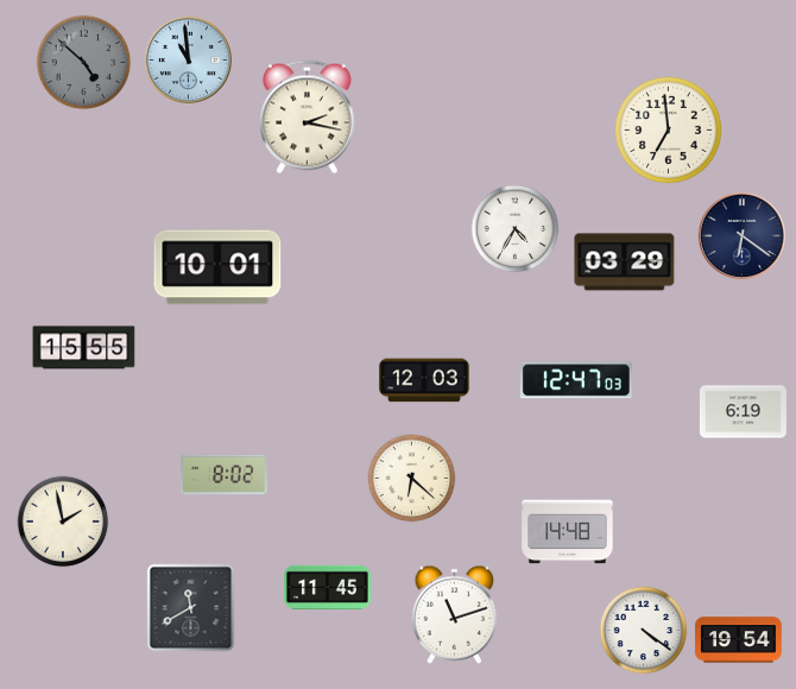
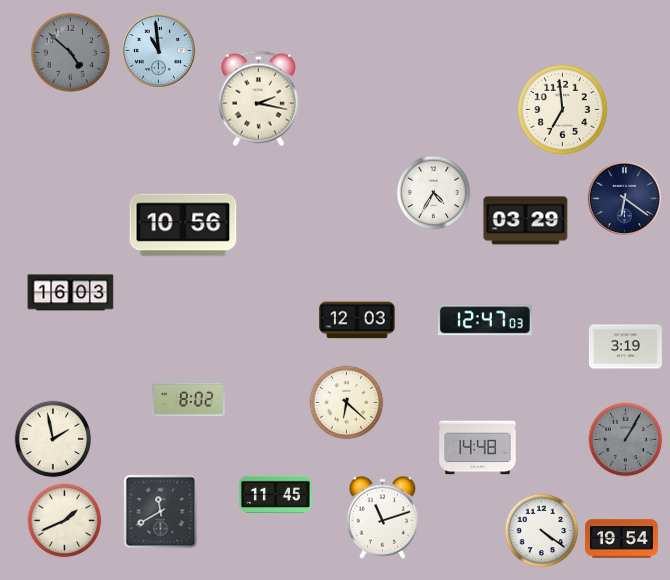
clock at (217, 267): 10:01 -> 10:56
clock at (84, 348): 15:55 -> 16:03
clock at (743, 412): 6:19 -> 3:19
clock at (626, 440): none -> 1:05
clock at (65, 521): none -> 1:41
